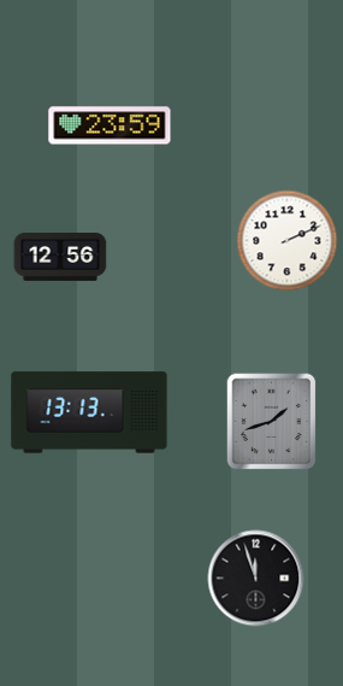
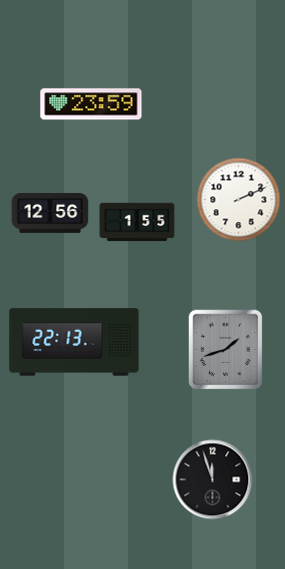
clock at (137, 222): none -> 1:55
clock at (89, 412): 13:13 -> 22:13
